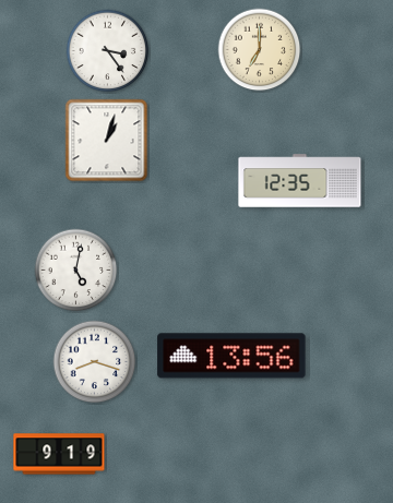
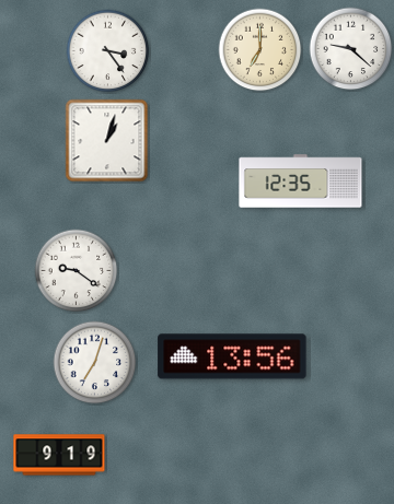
clock at (351, 49): none -> 9:22
clock at (76, 271): 5:02 -> 9:21
clock at (95, 362): 8:18 -> 7:03
